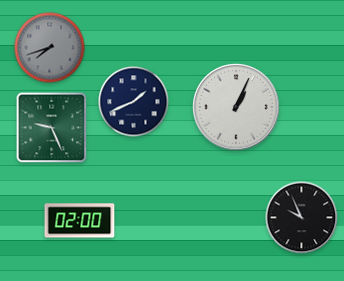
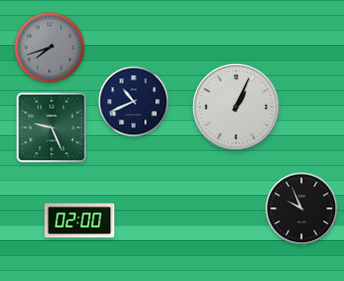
clock at (134, 102): 1:41 -> 10:41
clock at (302, 218) position: (302, 218) -> (302, 209)
